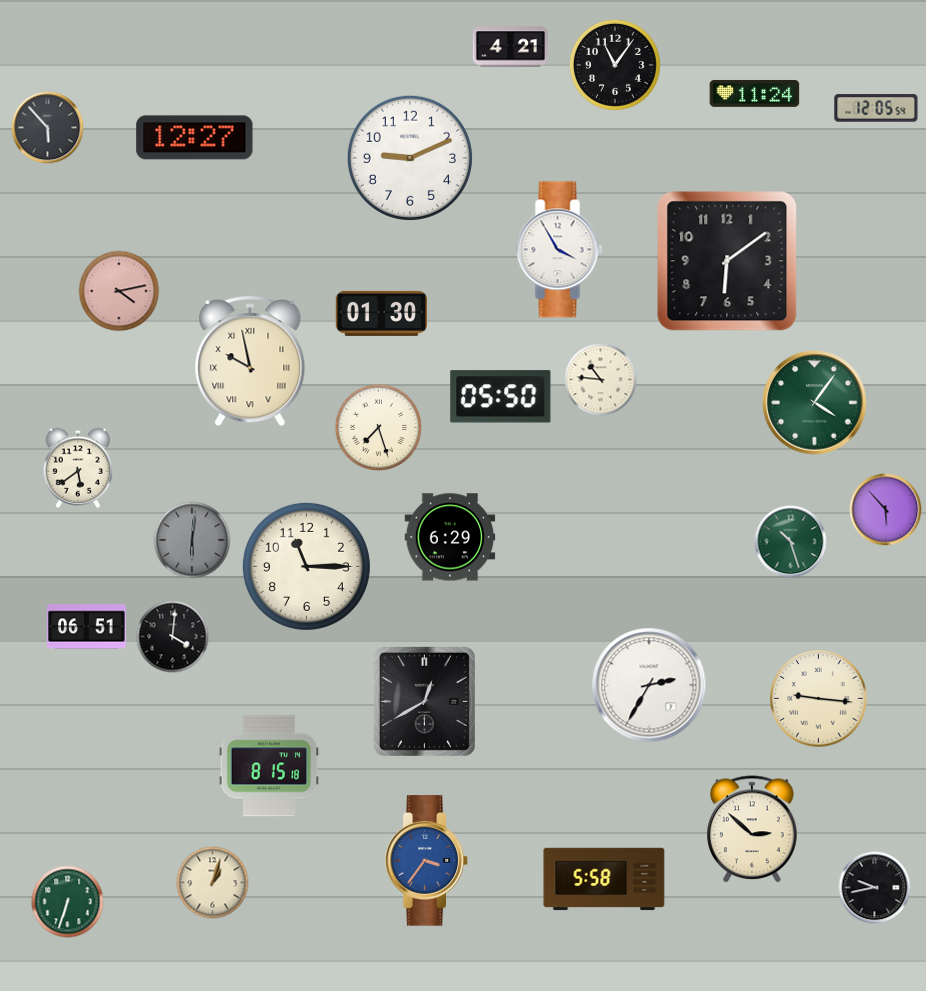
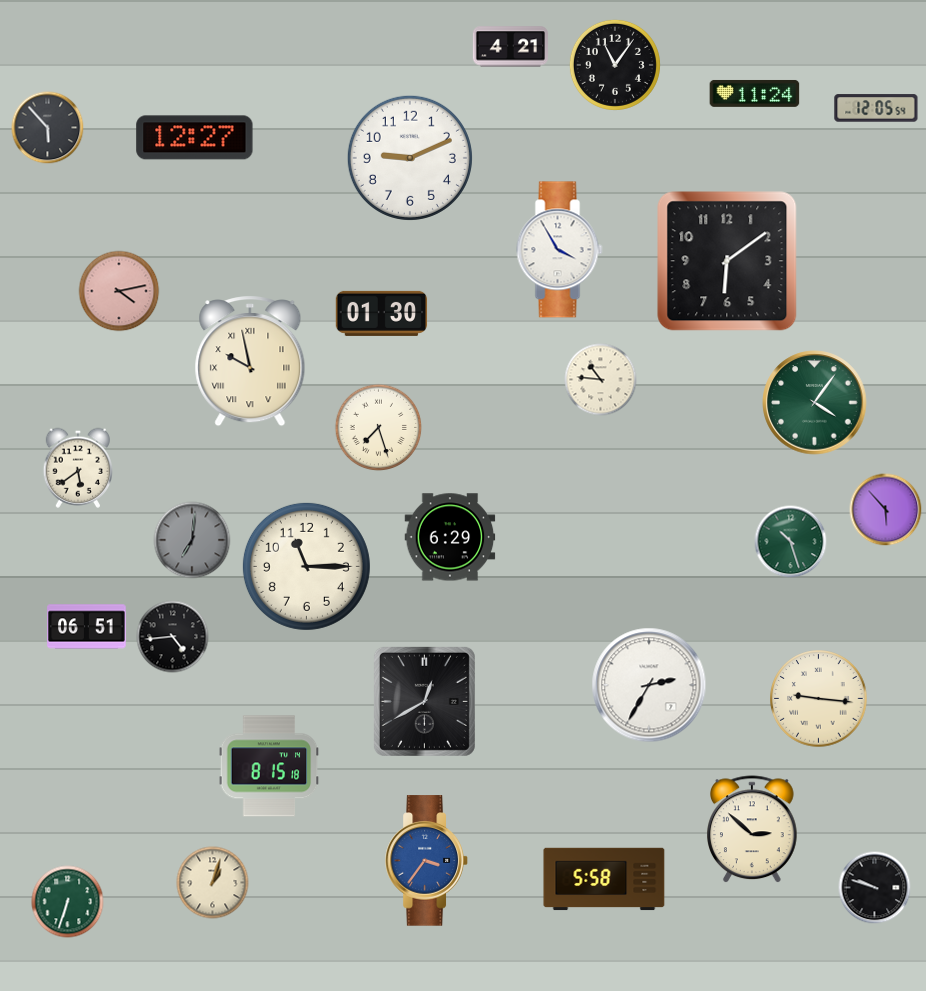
clock at (501, 397): 05:50 -> none
clock at (192, 540): 6:01 -> 7:01
clock at (173, 637): 4:01 -> 4:44
clock at (875, 888): 9:43 -> 9:48
